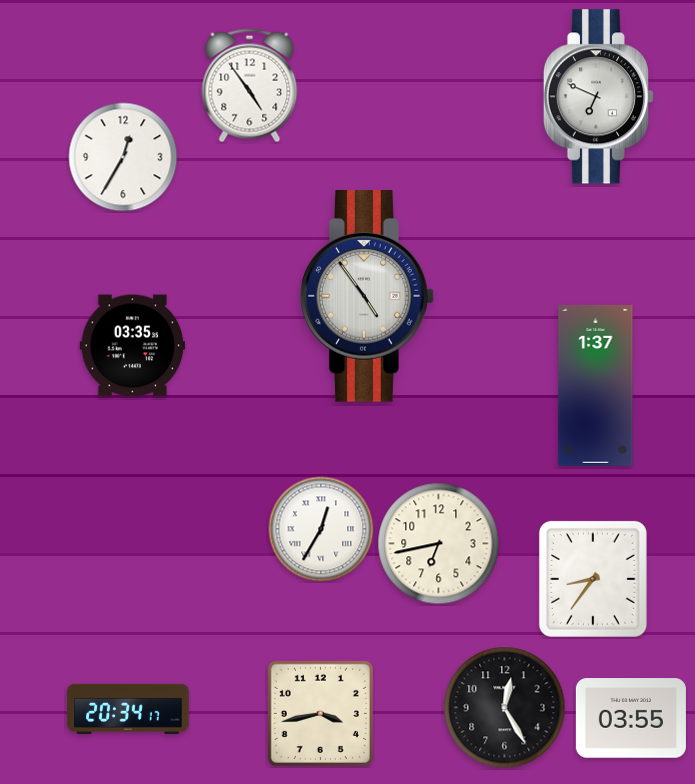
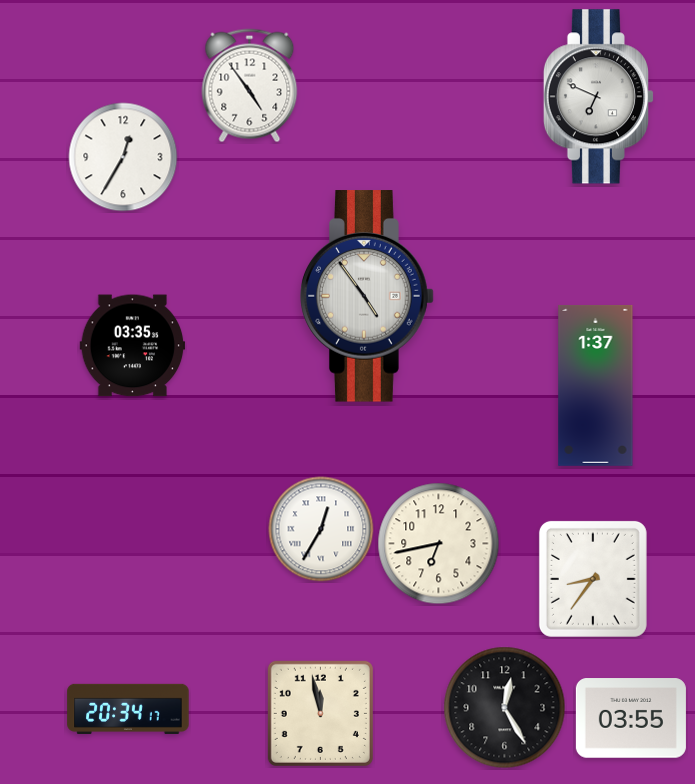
clock at (320, 713): 3:43 -> 11:58
